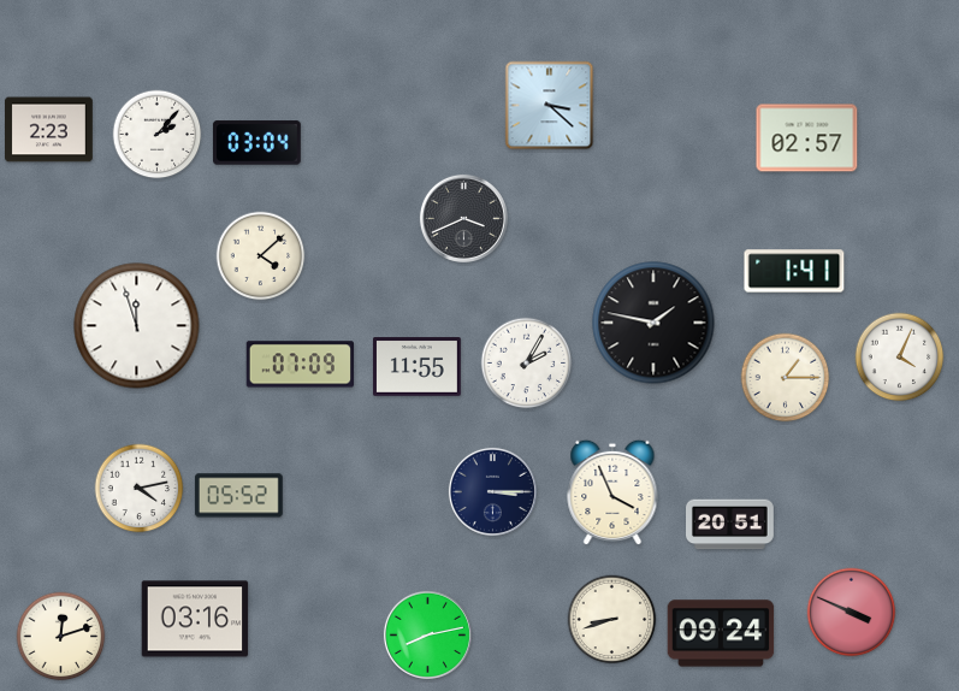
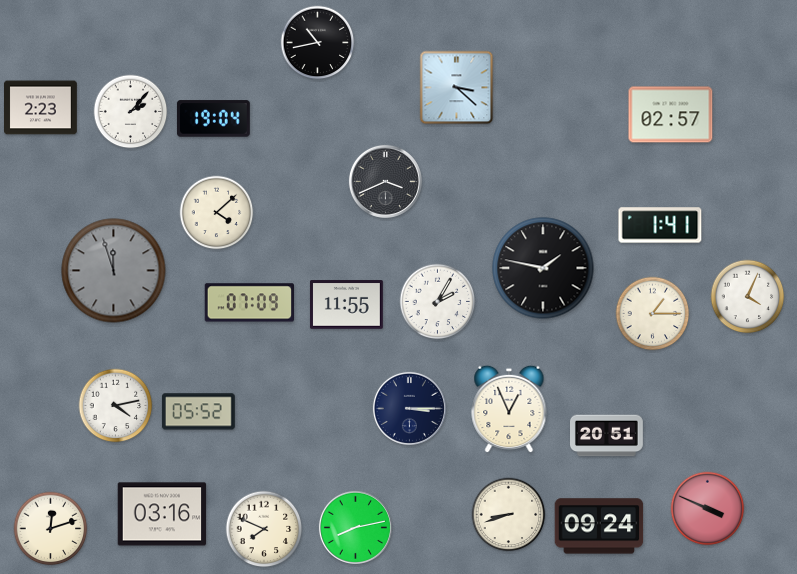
clock at (318, 43): none -> 10:43
clock at (256, 143): 03:04 -> 19:04
clock at (137, 326) dial: white -> grey
clock at (612, 492): 3:56 -> 12:56
clock at (264, 529): none -> 7:49
